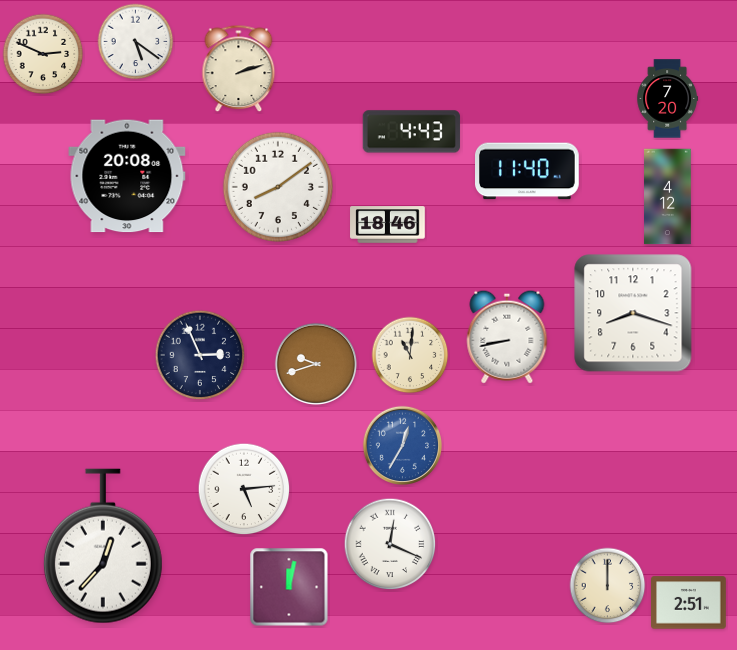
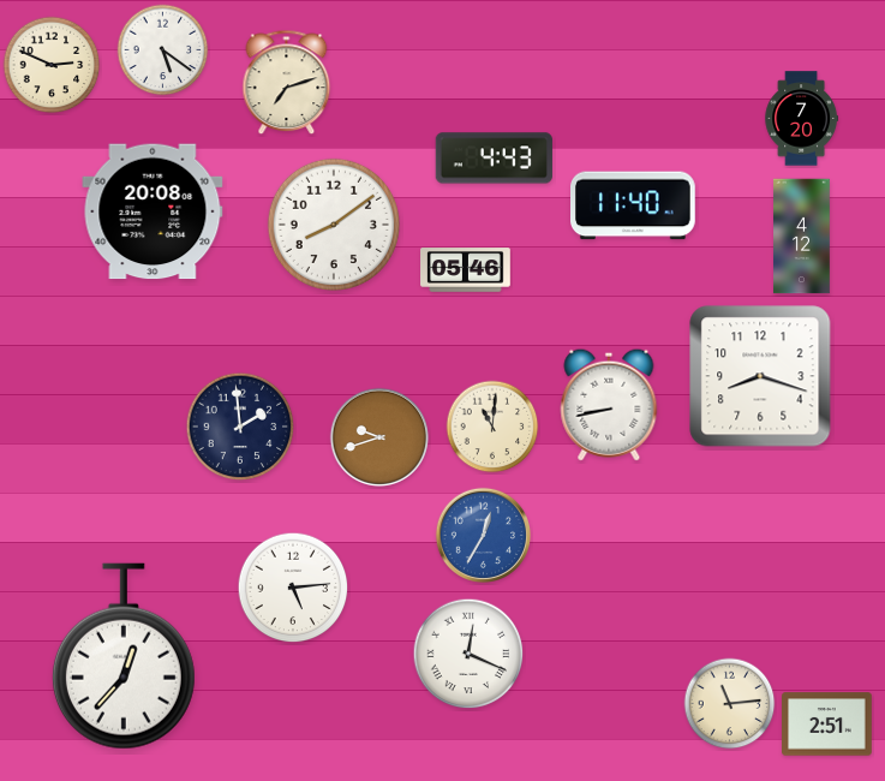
clock at (239, 69): 2:12 -> 7:12
clock at (388, 225): 18:46 -> 05:46
clock at (200, 355): 2:56 -> 1:59
clock at (608, 586): 12:00 -> 11:14
clock at (289, 587): 12:02 -> none
